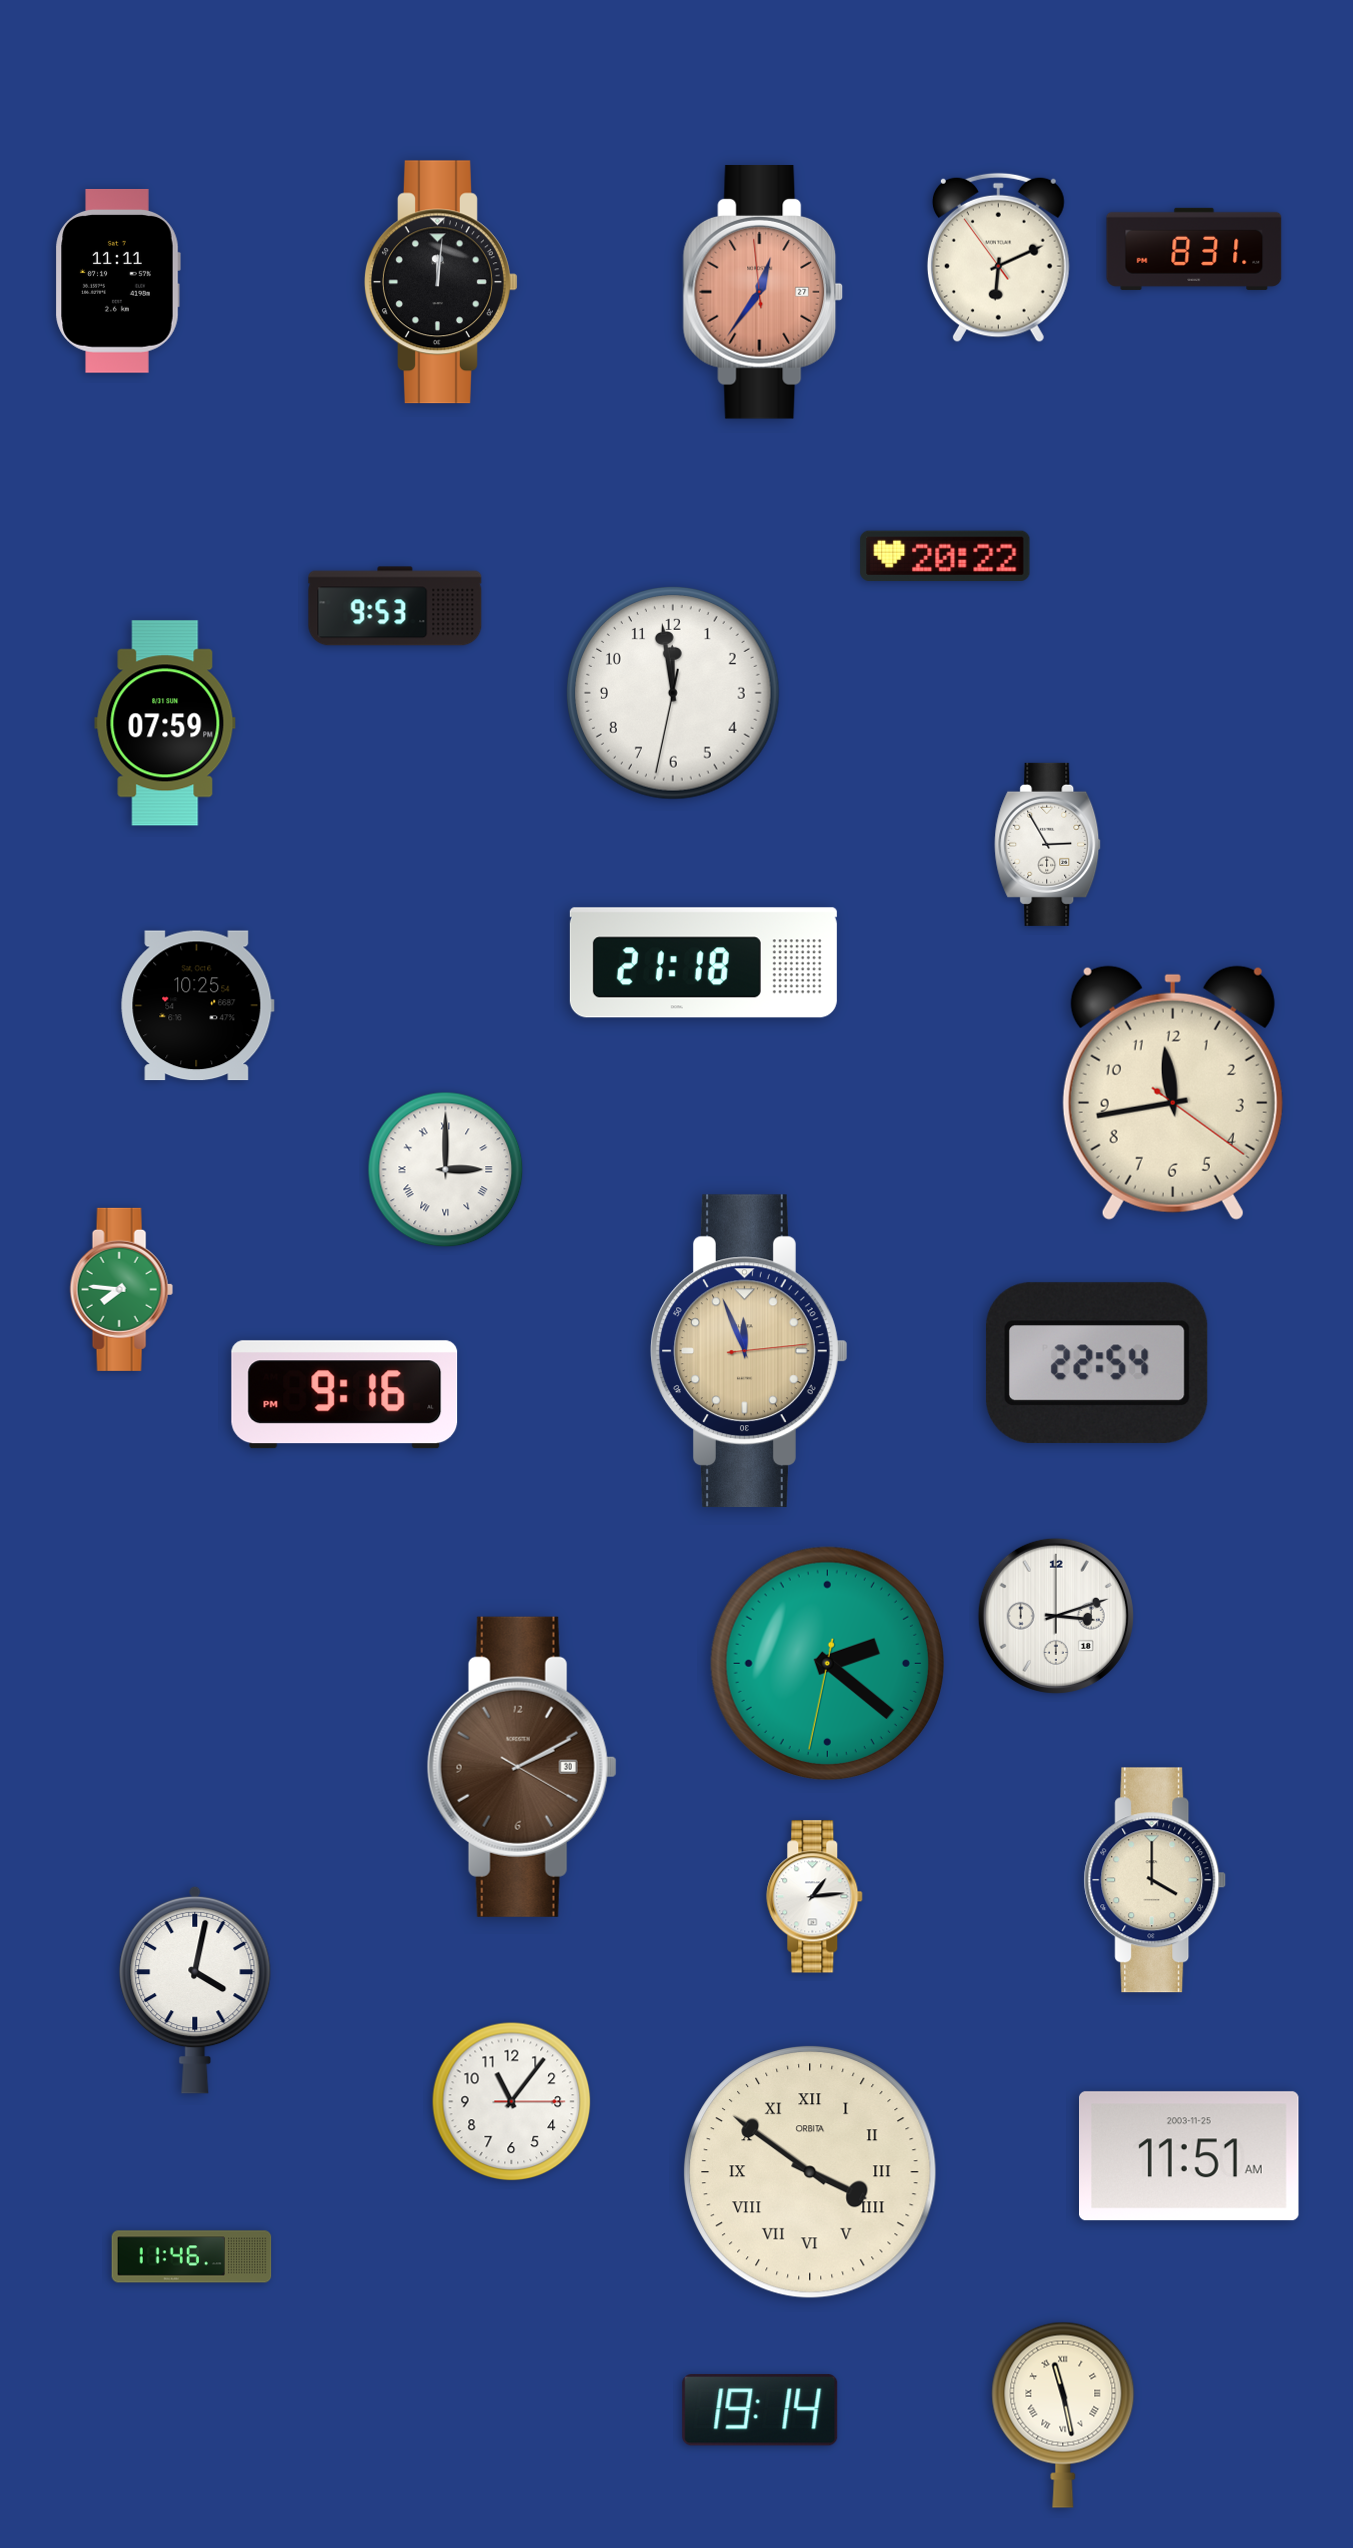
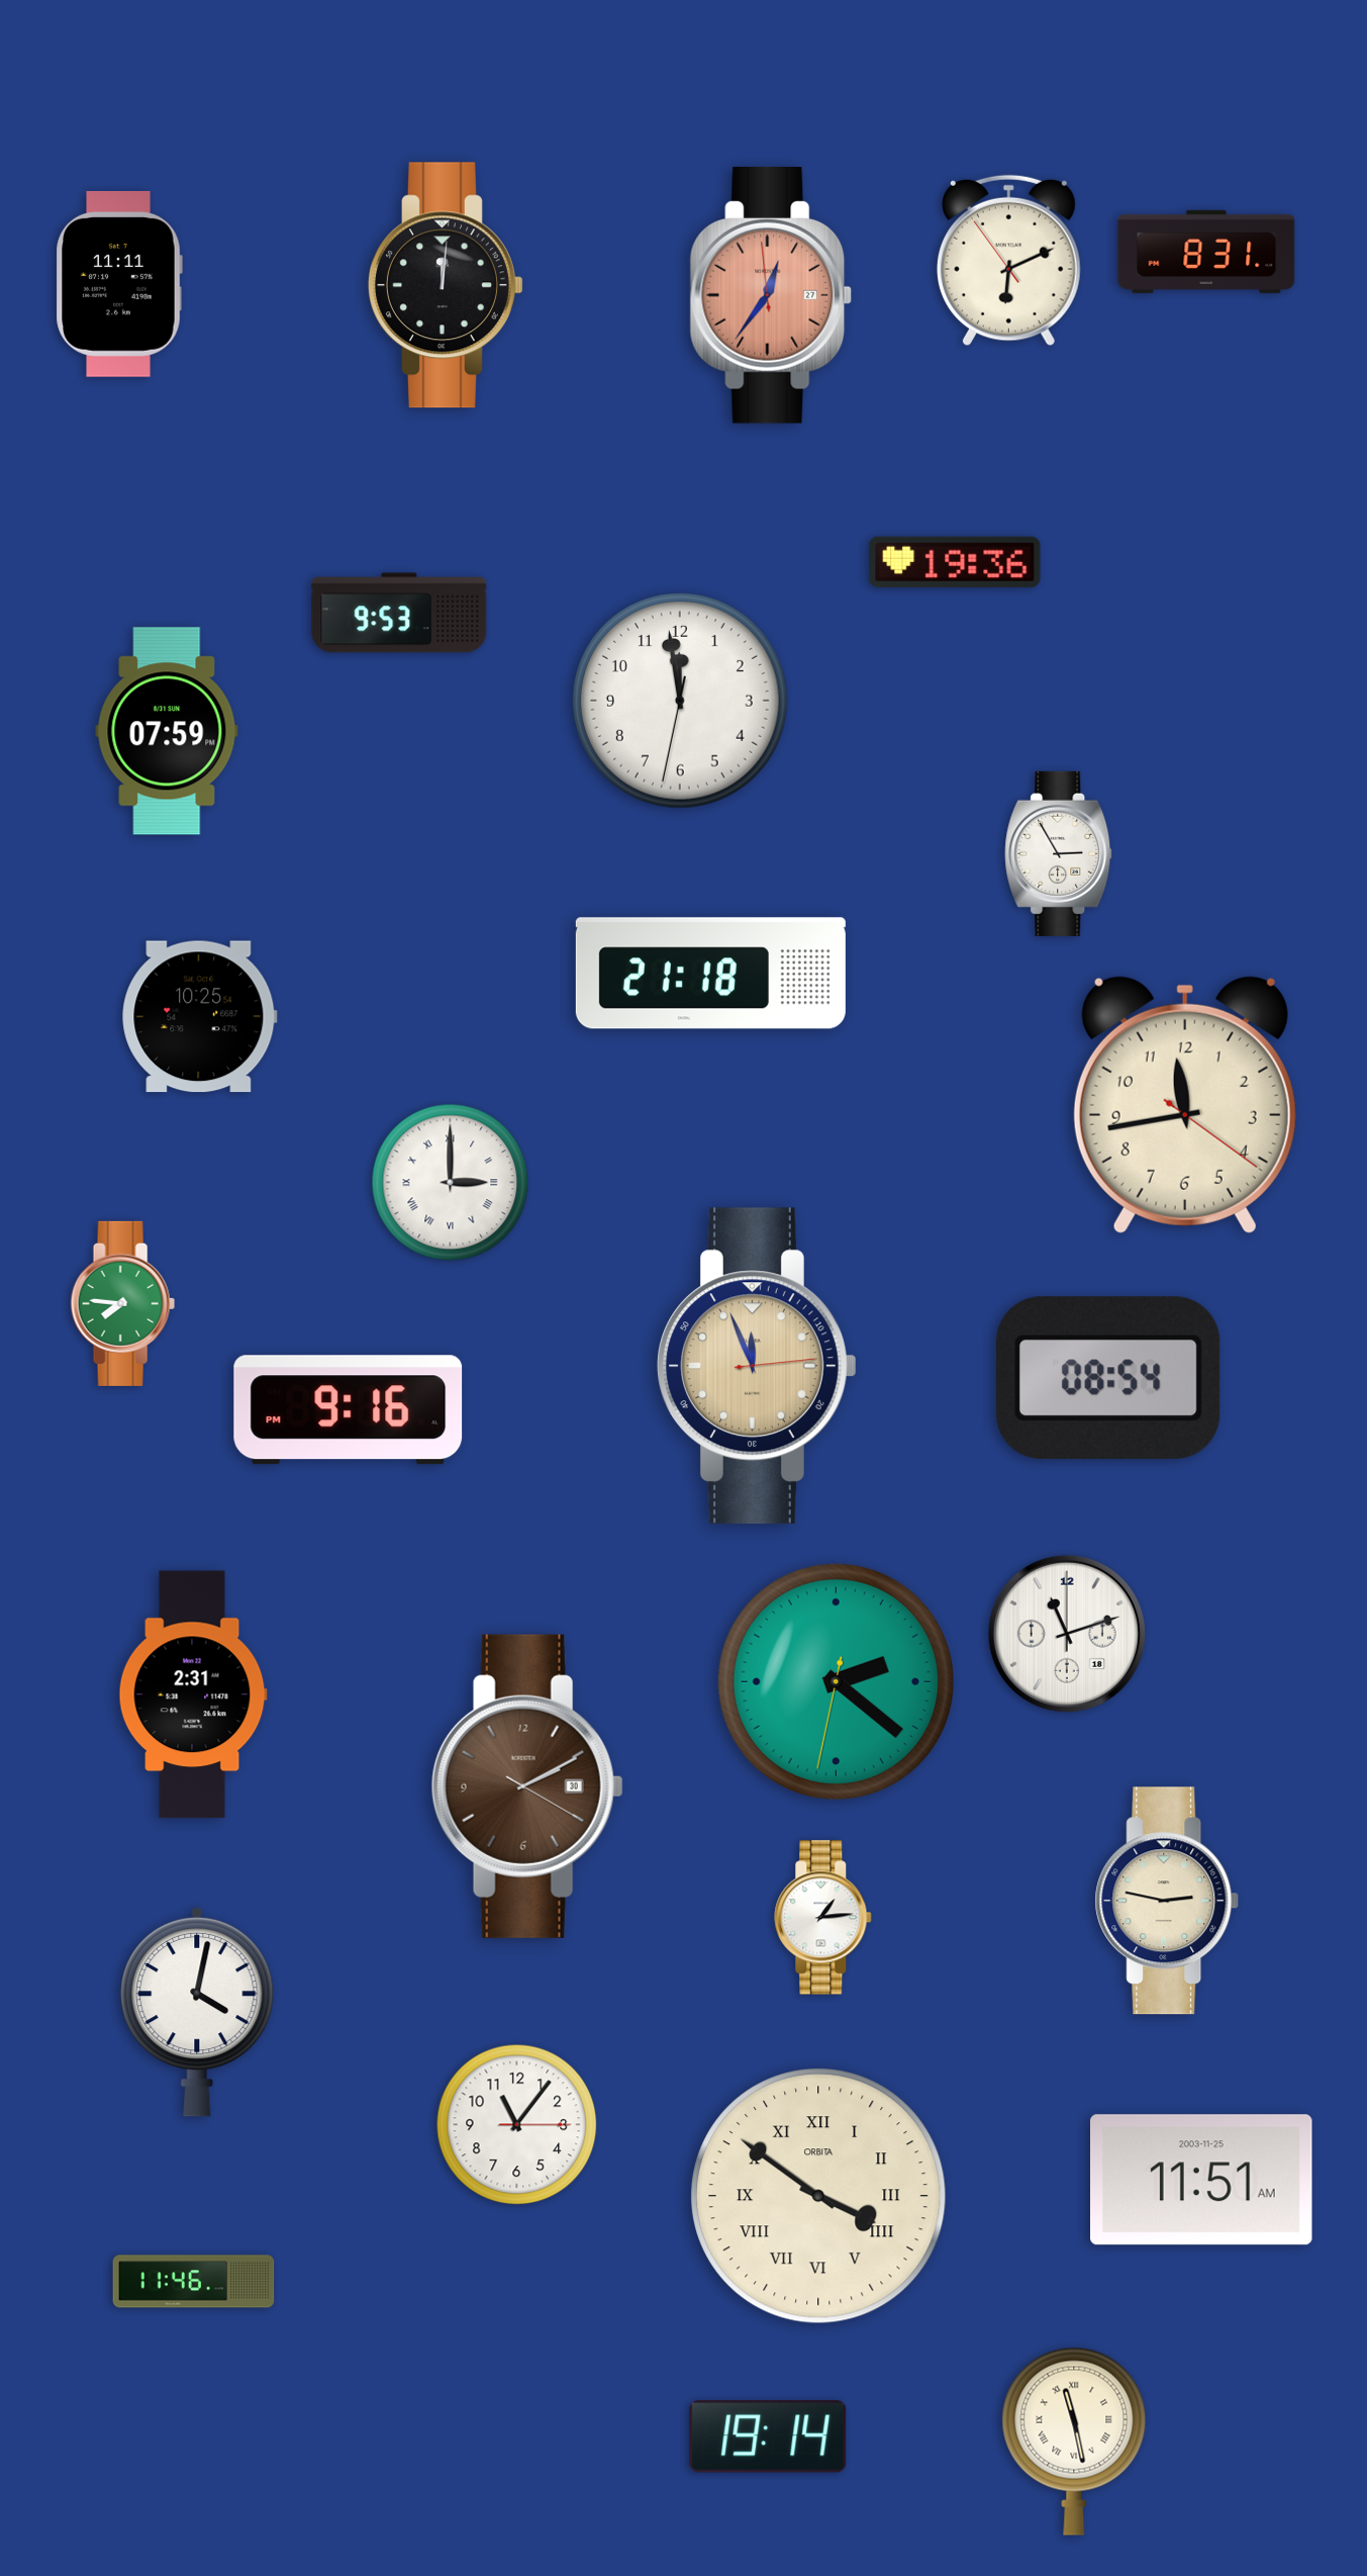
clock at (945, 556): 20:22 -> 19:36
clock at (1097, 1363): 22:54 -> 08:54
clock at (1056, 1616): 3:12 -> 11:12
clock at (193, 1694): none -> 2:31
clock at (1155, 1880): 4:00 -> 2:47
